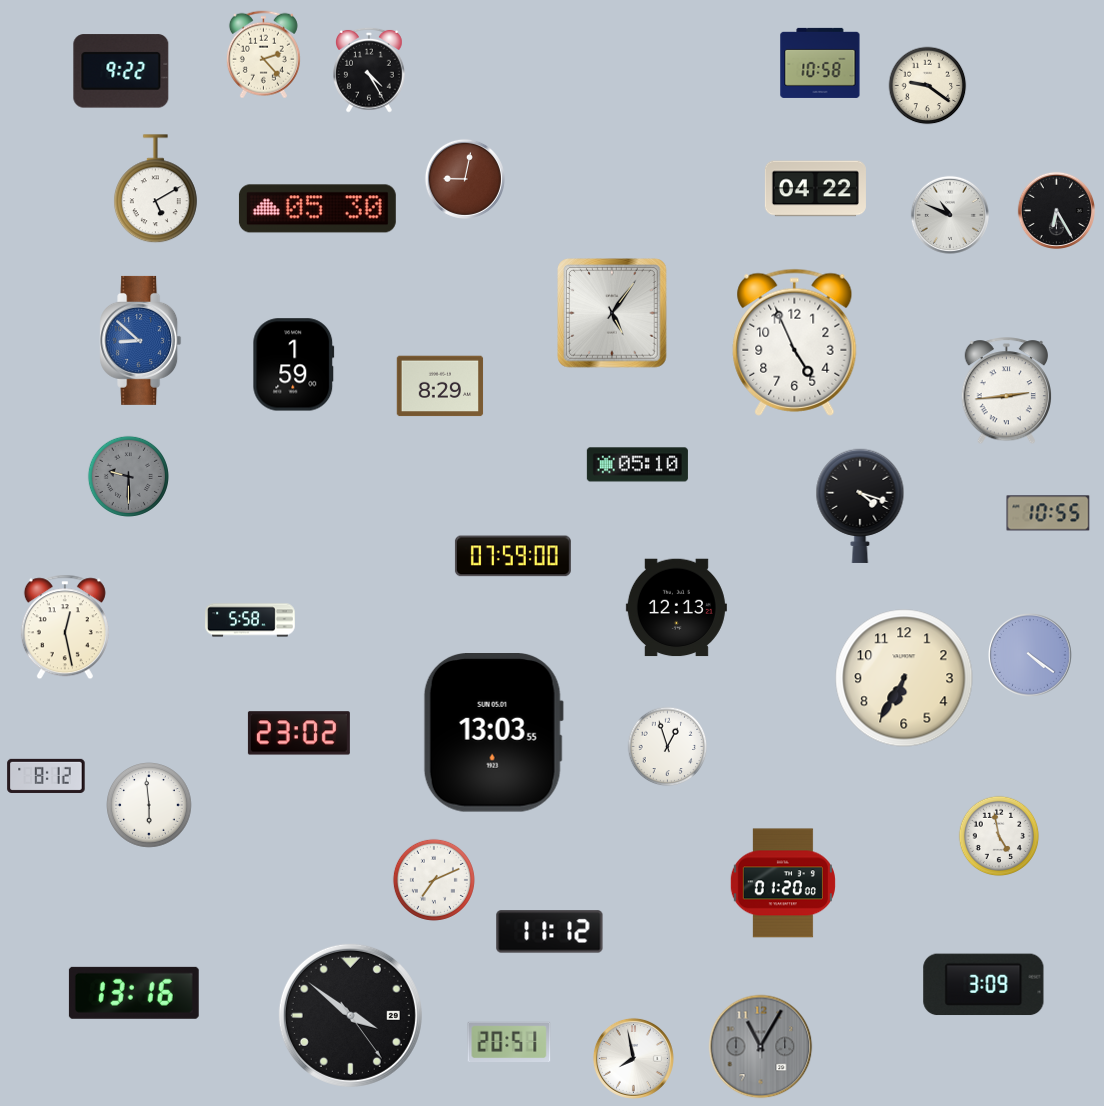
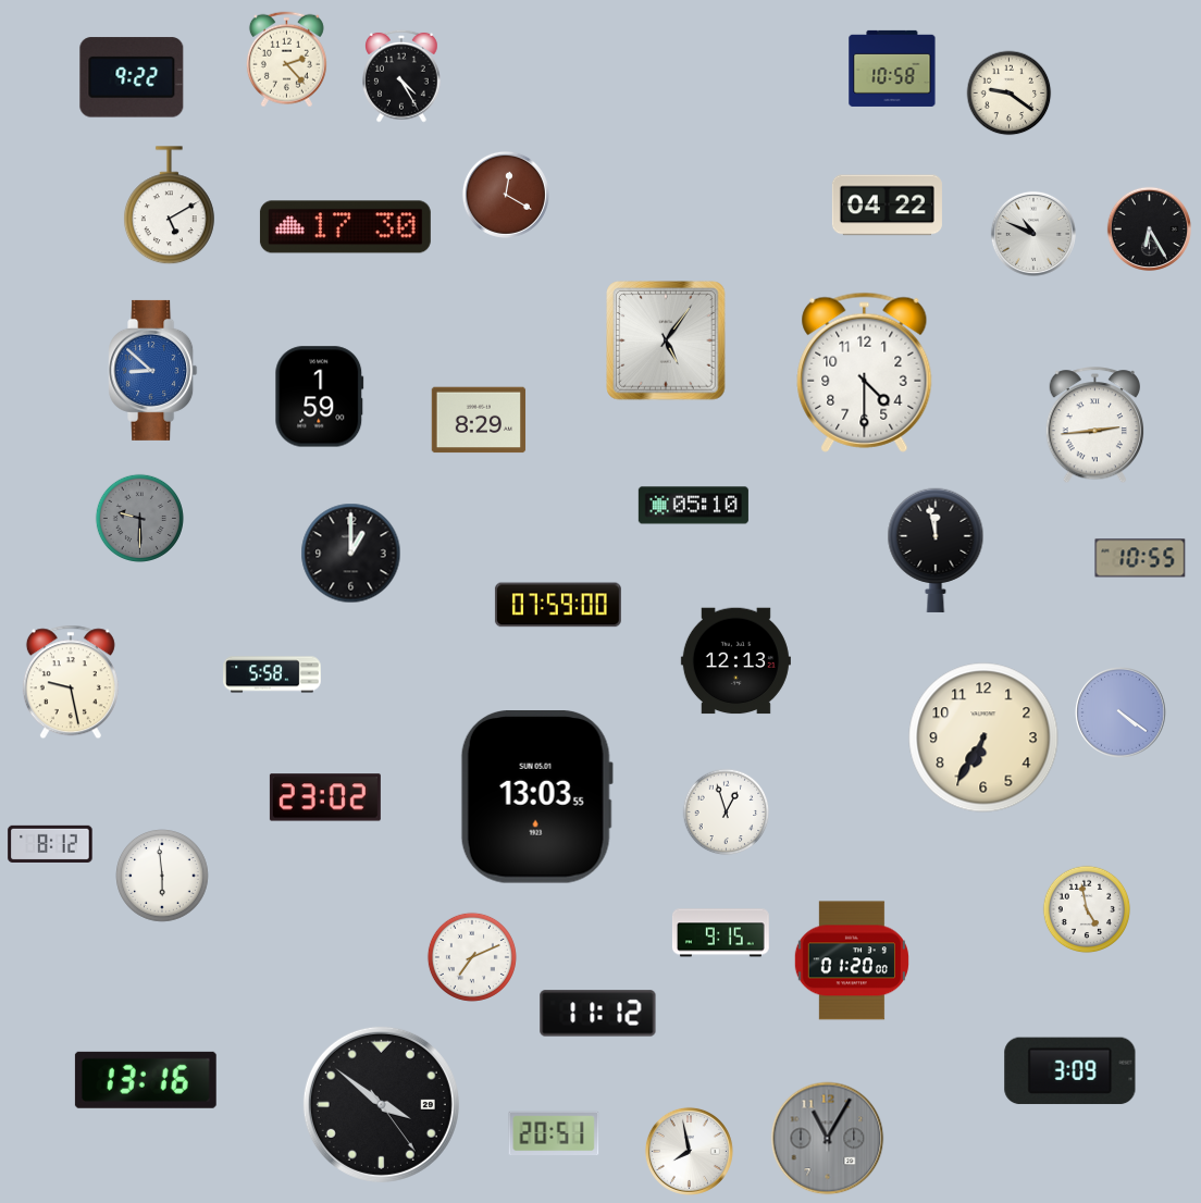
clock at (465, 179): 9:02 -> 12:20
clock at (317, 209): 05:30 -> 17:30
clock at (795, 342): 4:56 -> 4:30
clock at (860, 506): 4:18 -> 11:58
clock at (351, 554): none -> 1:00
clock at (65, 627): 12:28 -> 9:28
clock at (720, 933): none -> 9:15
